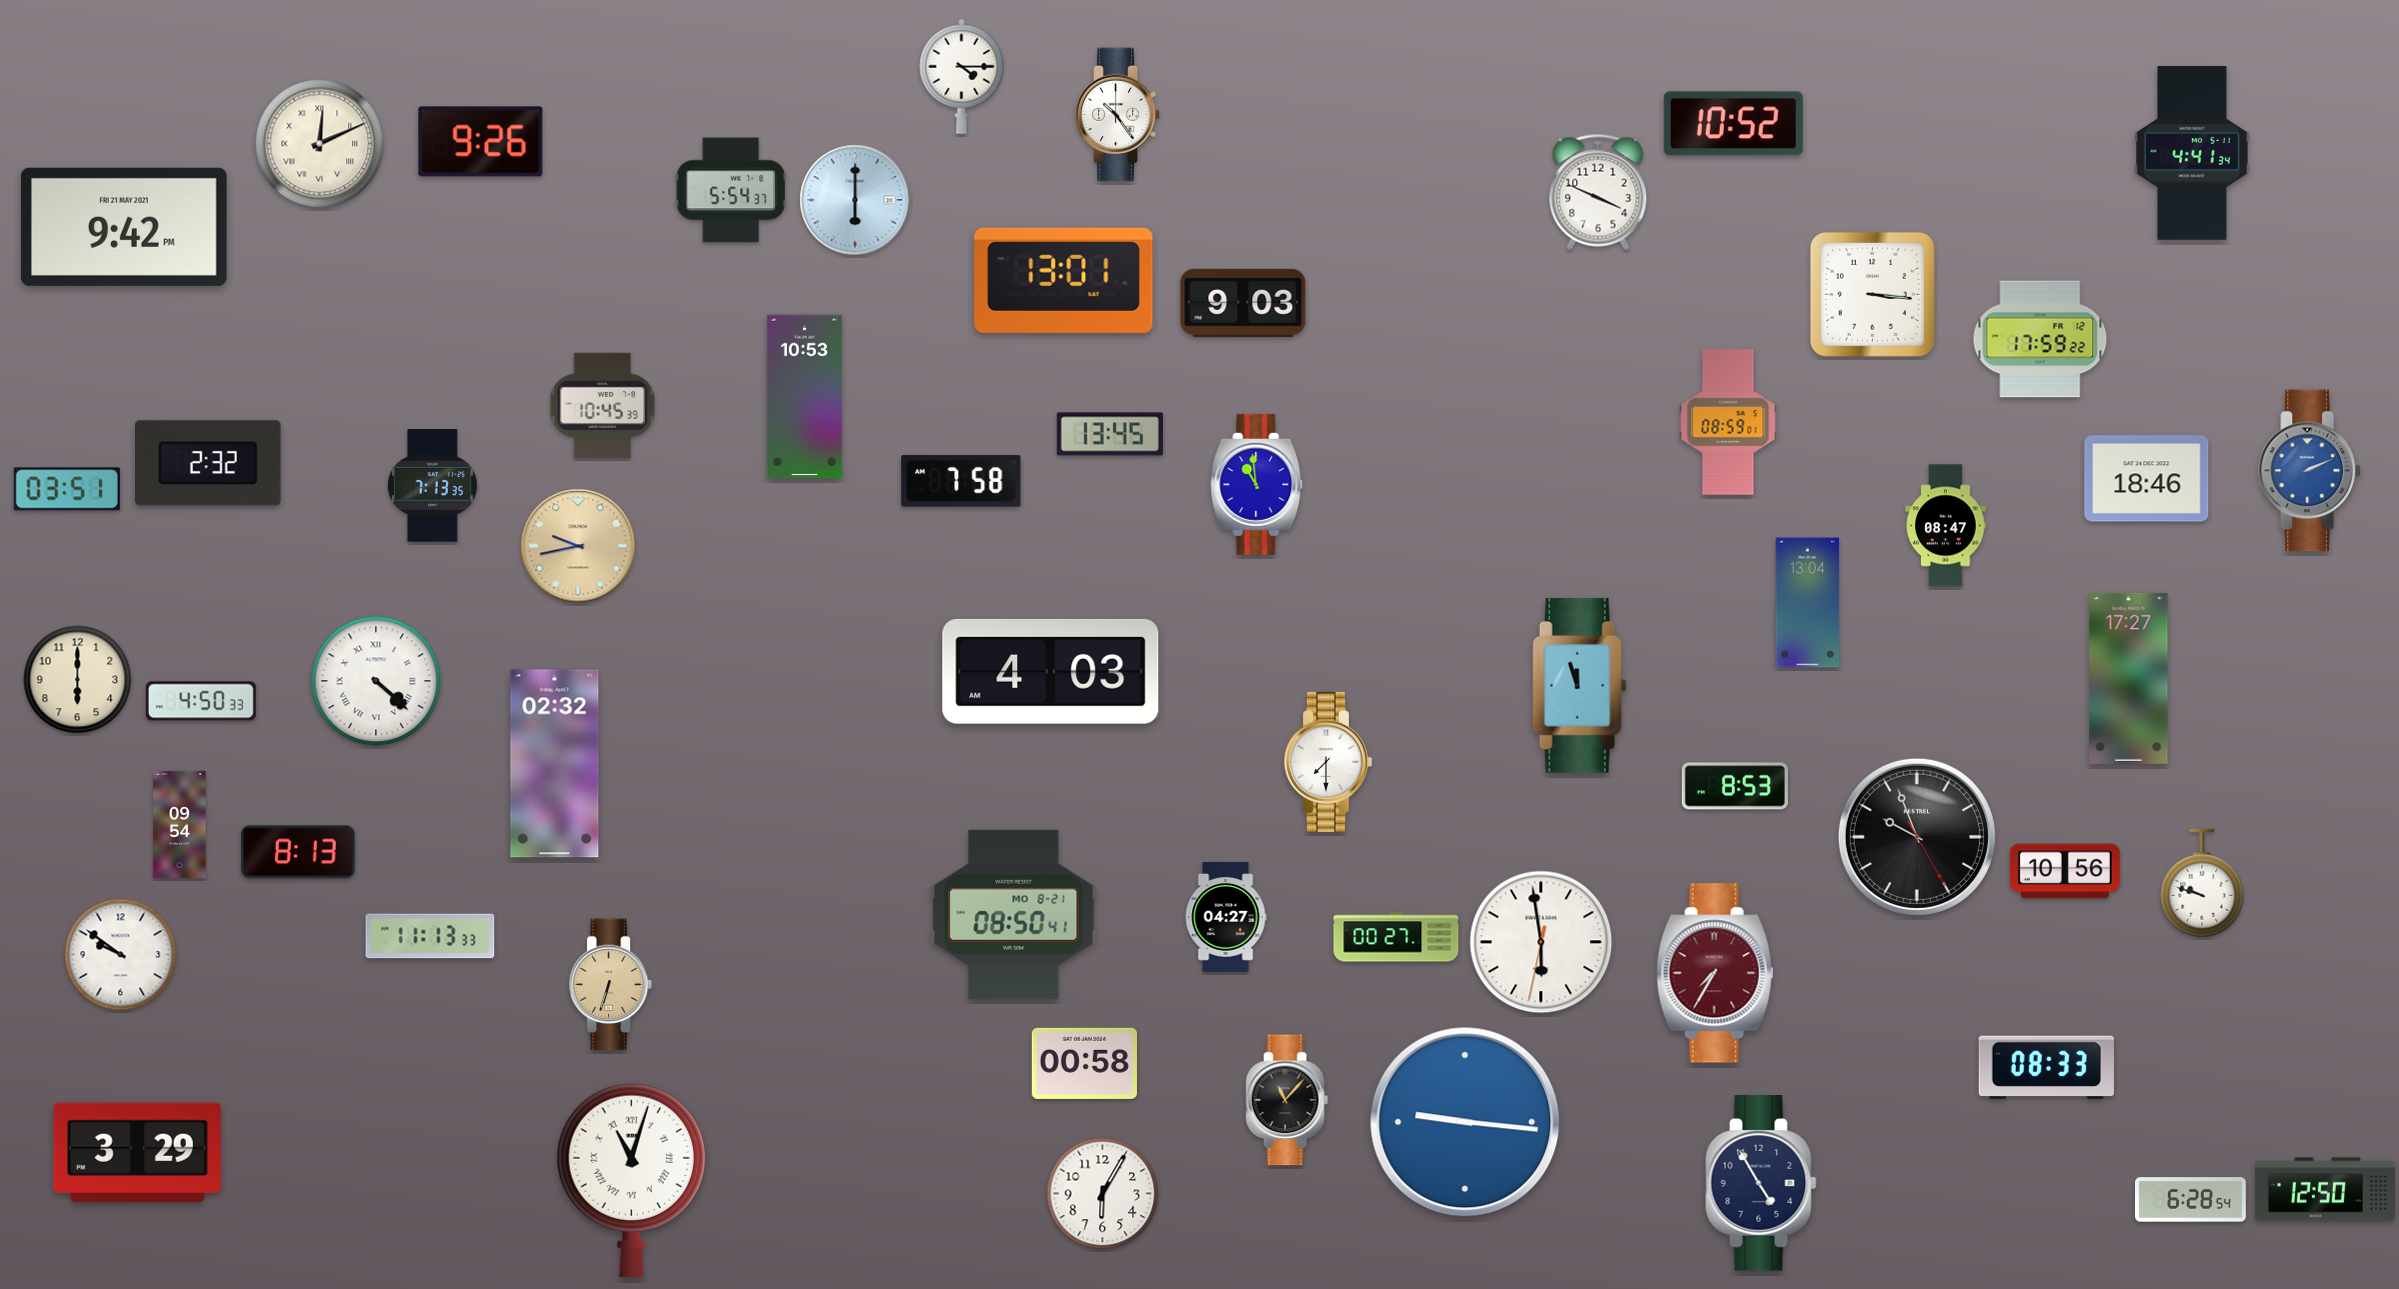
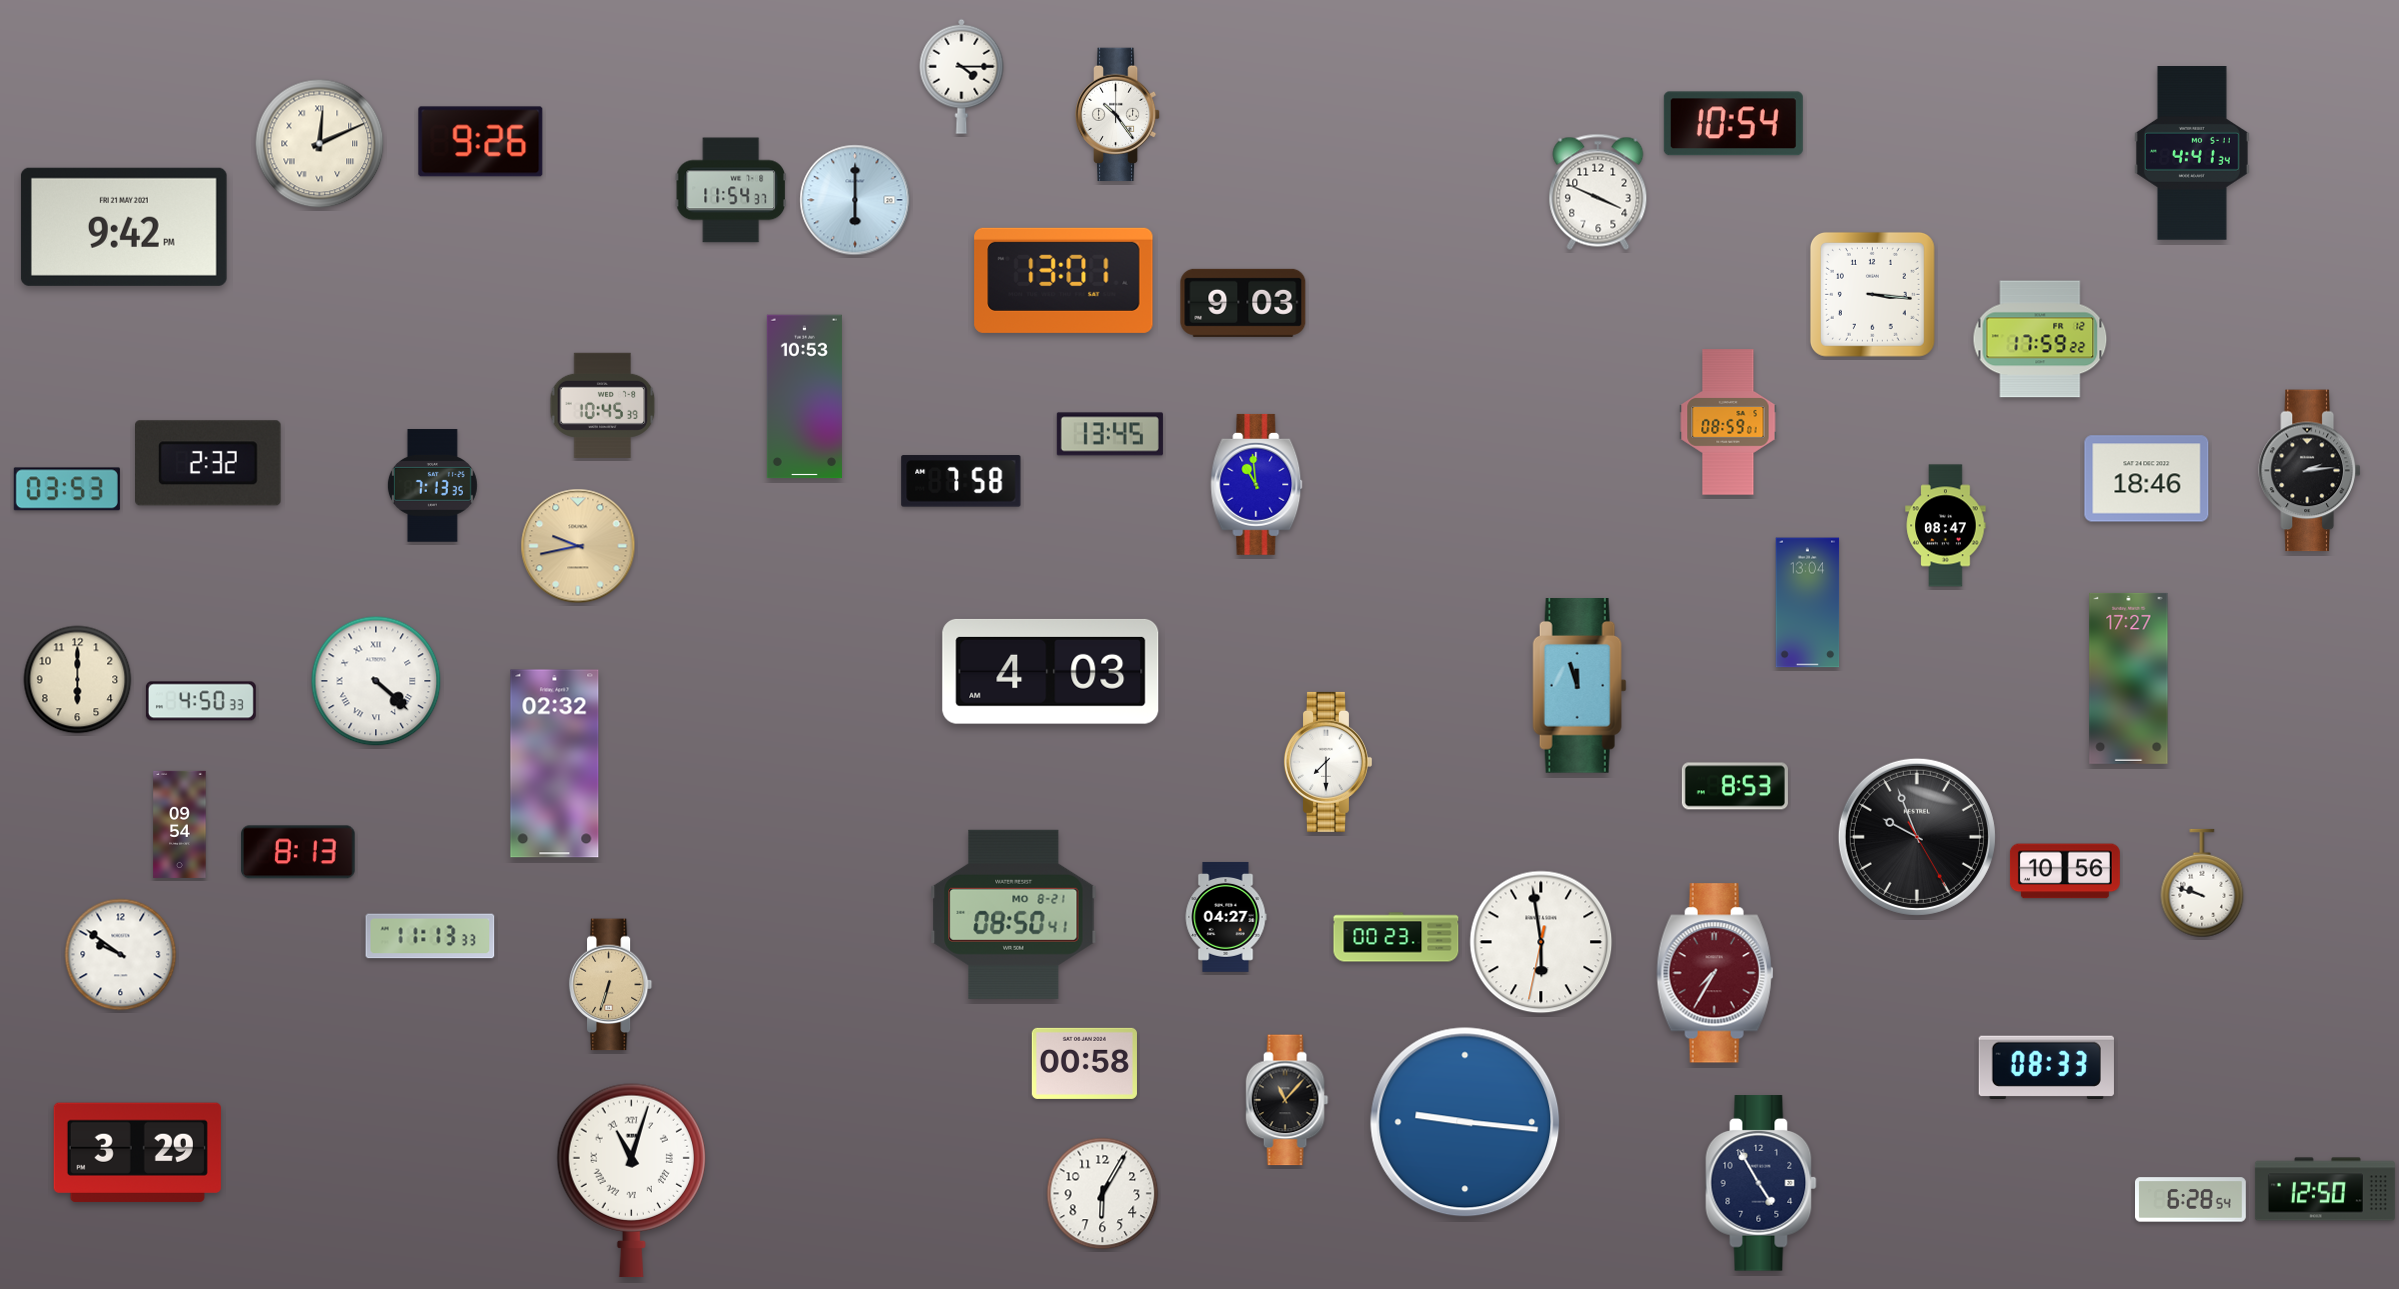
clock at (1733, 124): 10:52 -> 10:54
clock at (730, 190): 5:54 -> 11:54
clock at (2310, 471): 2:11 -> 2:14
clock at (2310, 471) dial: blue -> black
clock at (67, 489): 03:51 -> 03:53
clock at (1396, 937): 00:27 -> 00:23
